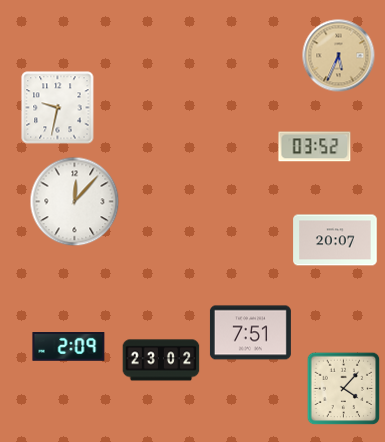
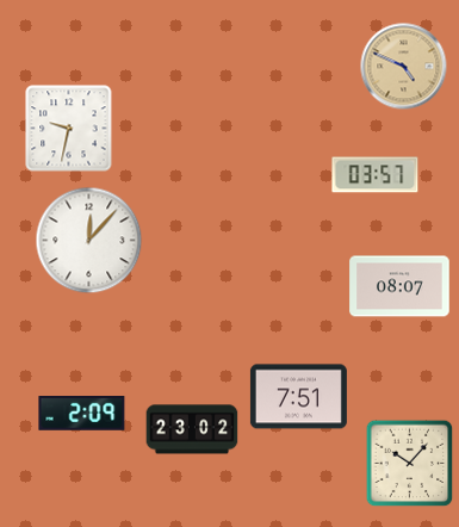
clock at (339, 56): 5:34 -> 4:49
clock at (315, 147): 03:52 -> 03:57
clock at (335, 240): 20:07 -> 08:07
clock at (344, 389): 4:07 -> 10:07
